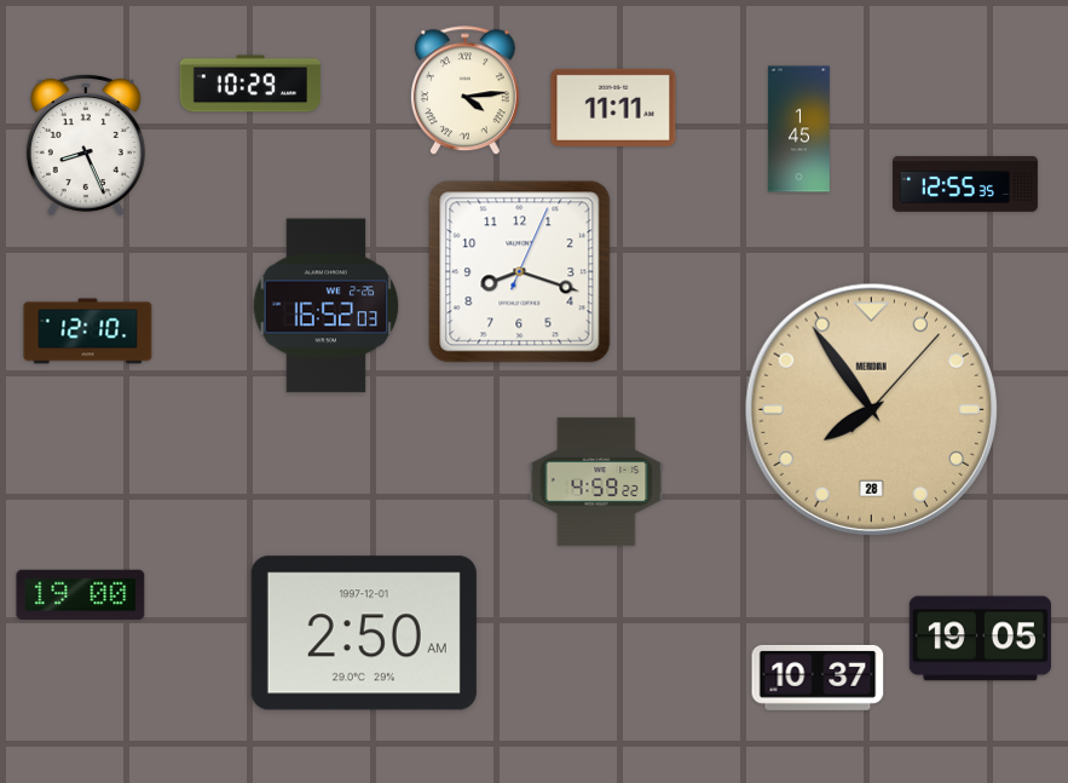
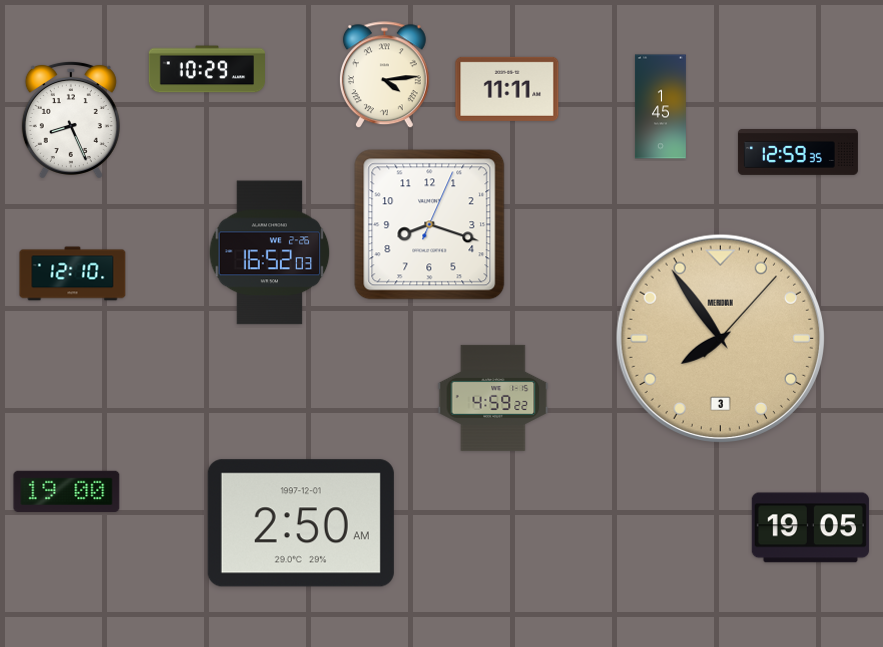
clock at (965, 184): 12:55 -> 12:59
clock at (871, 409) date: 28 -> 3
clock at (818, 678): 10:37 -> none
